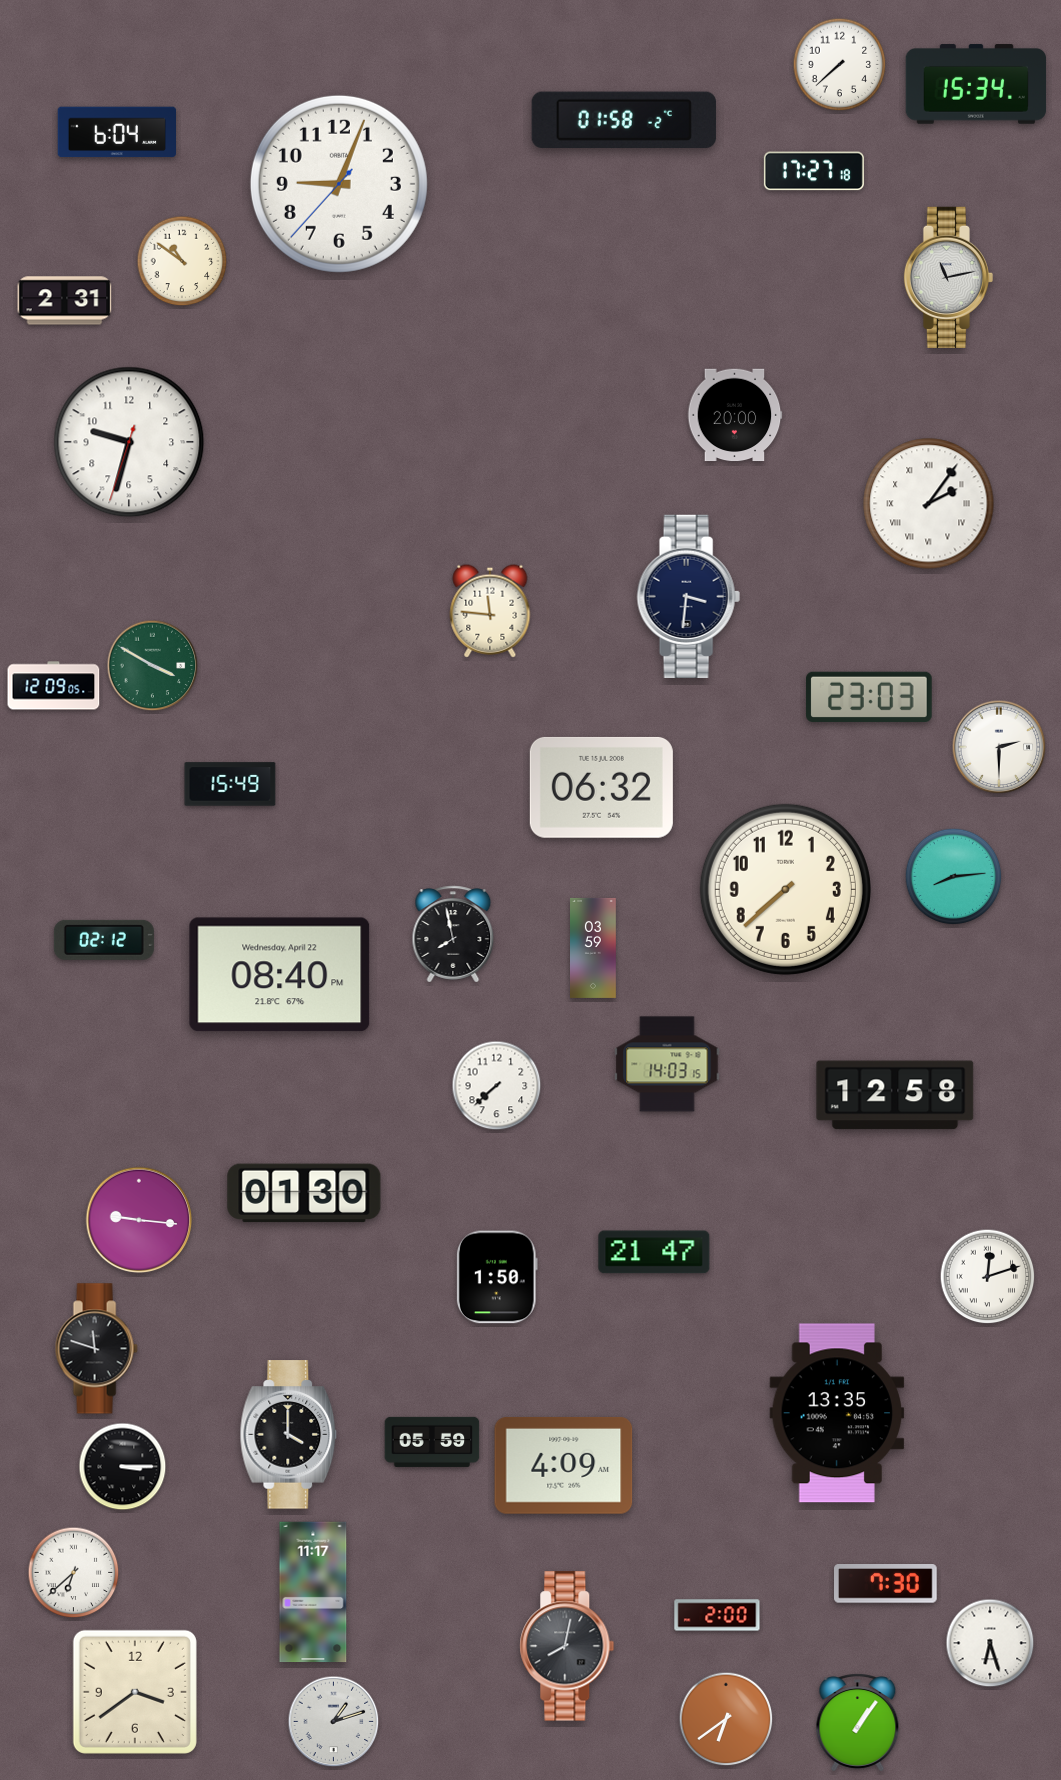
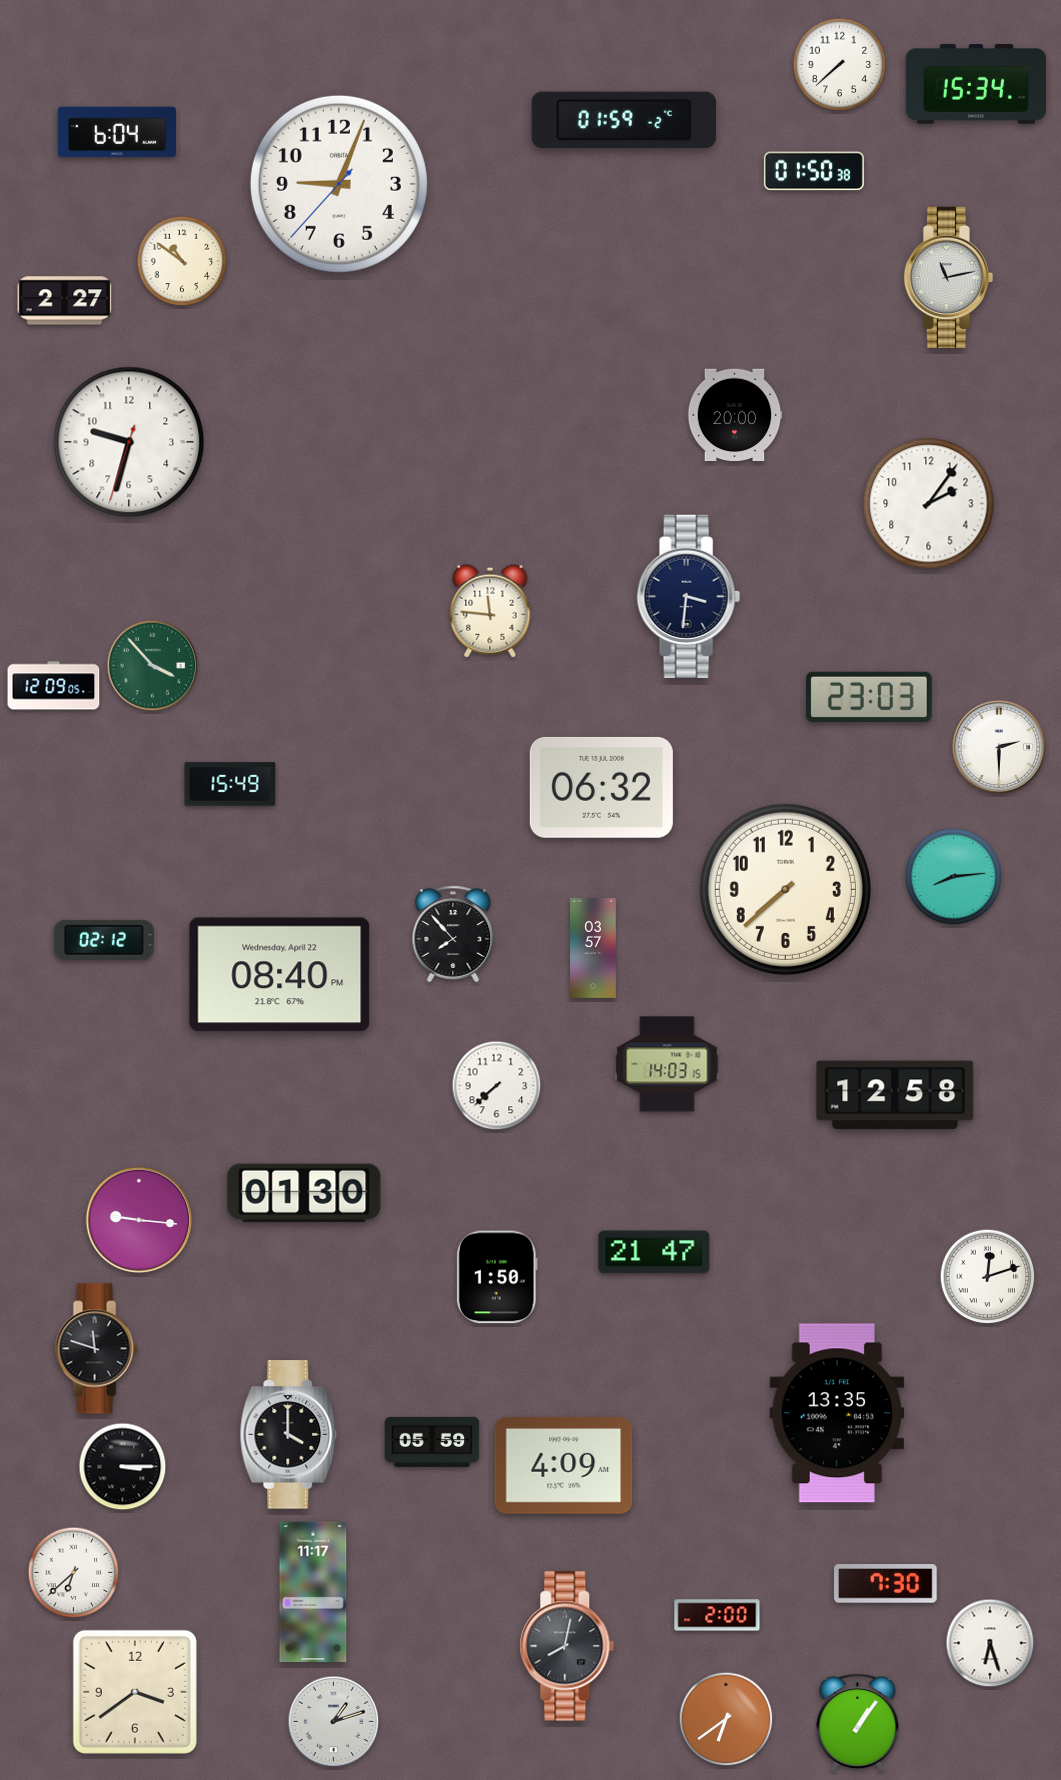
clock at (624, 120): 01:58 -> 01:59
clock at (814, 171): 17:27 -> 01:50
clock at (65, 301): 2:31 -> 2:27
clock at (929, 504) numerals: Roman -> Arabic
clock at (153, 666): 3:50 -> 3:53
clock at (453, 934): 7:58 -> 7:53
clock at (594, 948): 03:59 -> 03:57
